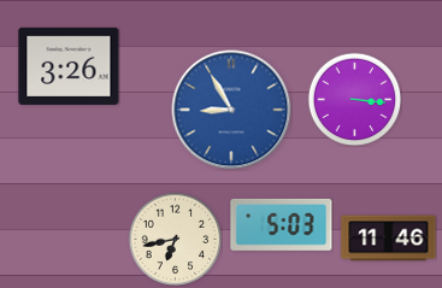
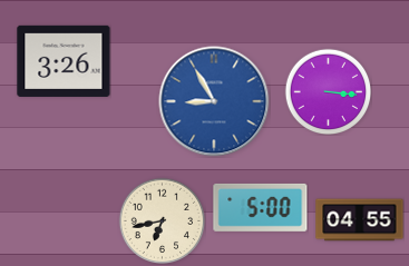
clock at (282, 224): 5:03 -> 5:00
clock at (389, 239): 11:46 -> 04:55
